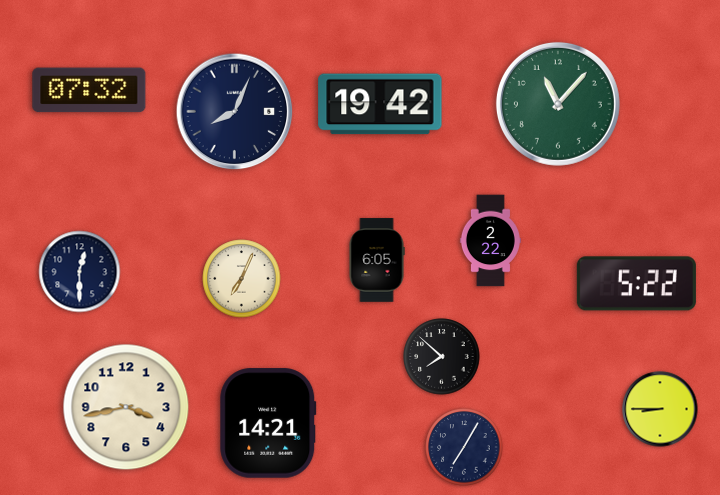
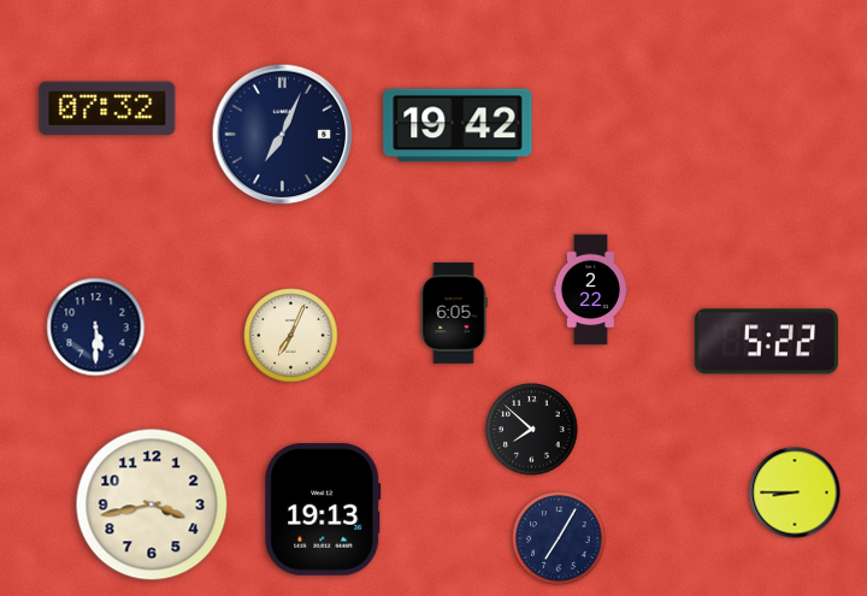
clock at (558, 104): 11:07 -> none
clock at (235, 112): 8:04 -> 7:04
clock at (80, 272): 12:30 -> 5:30
clock at (126, 407) position: (126, 407) -> (152, 504)
clock at (268, 423): 14:21 -> 19:13
